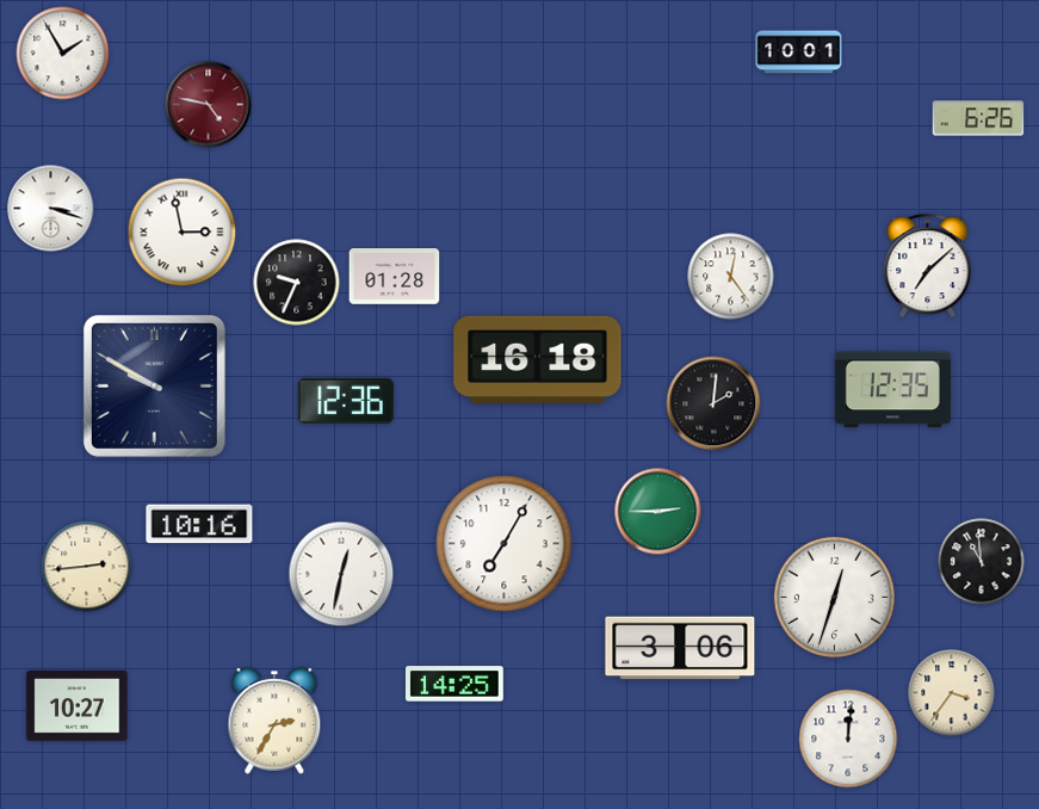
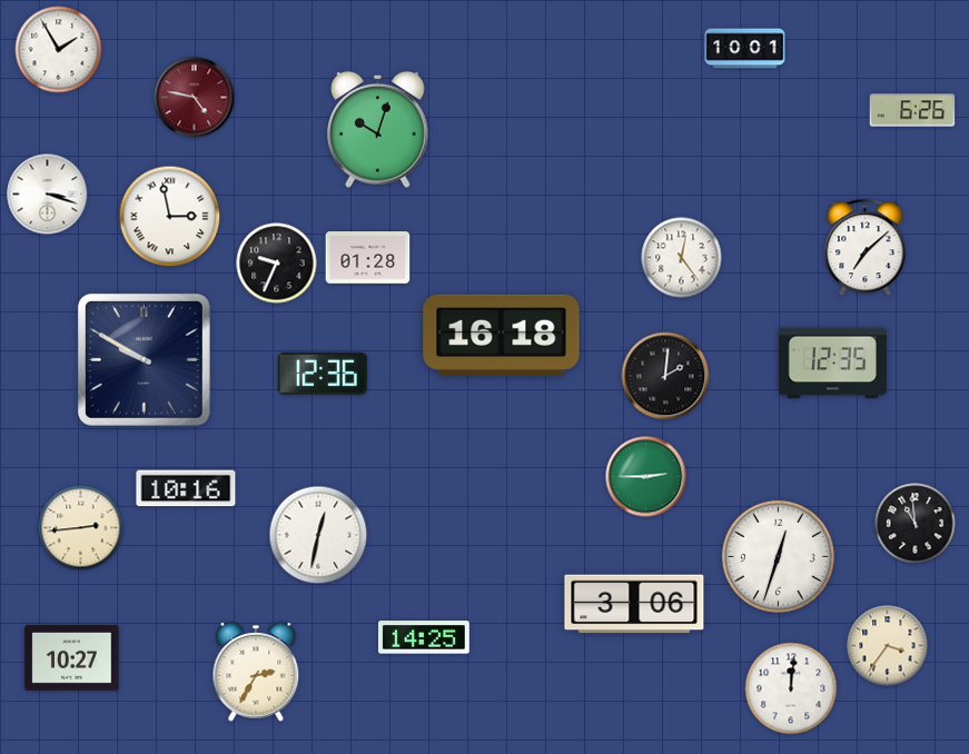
clock at (378, 129): none -> 10:03
clock at (658, 512) position: (658, 512) -> (646, 477)
clock at (505, 544): 7:05 -> none
